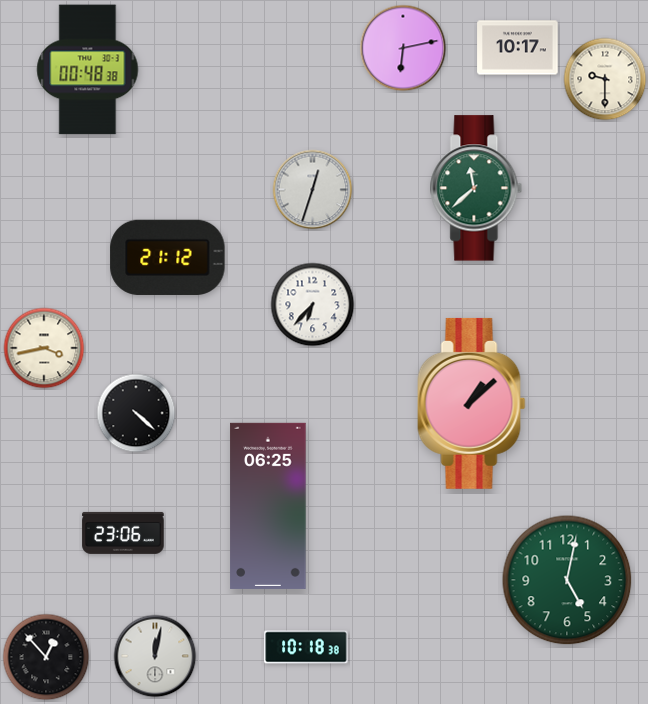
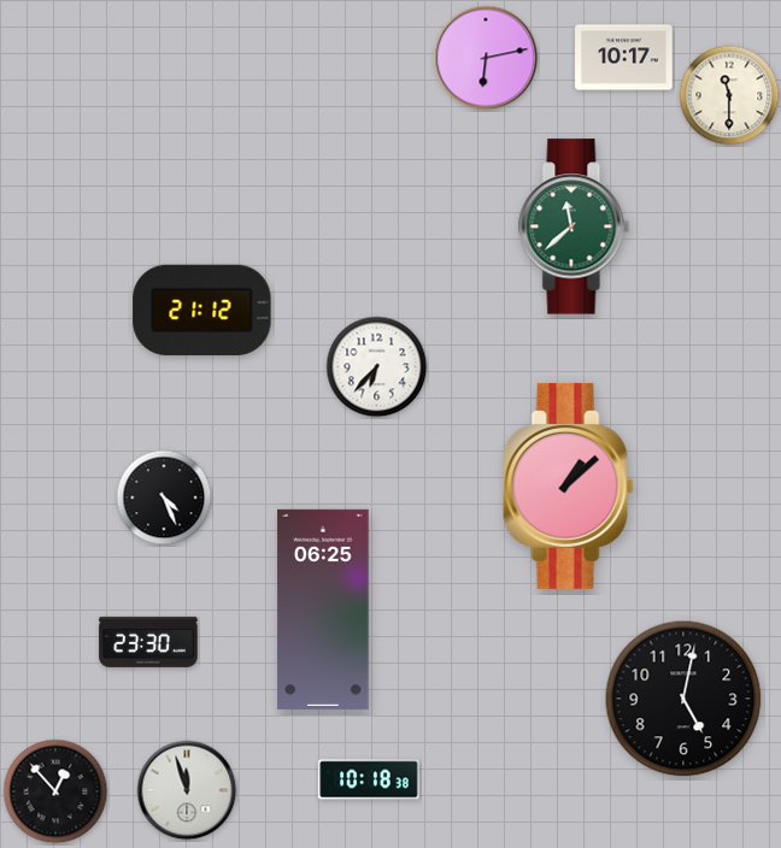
clock at (88, 70): 00:48 -> none
clock at (605, 79): 9:30 -> 11:30
clock at (313, 190): 12:33 -> none
clock at (44, 348): 3:43 -> none
clock at (136, 413): 4:22 -> 4:26
clock at (123, 533): 23:06 -> 23:30
clock at (567, 580) dial: green -> black
clock at (155, 656): 12:02 -> 11:57
